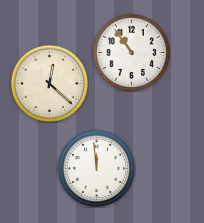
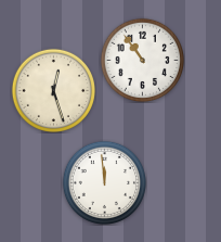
clock at (131, 52) position: (131, 52) -> (142, 60)
clock at (49, 83): 12:22 -> 12:27
